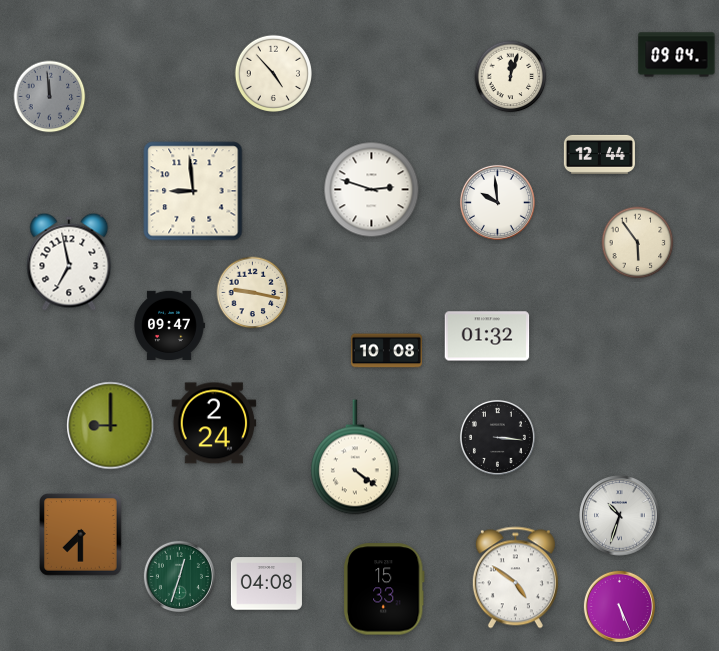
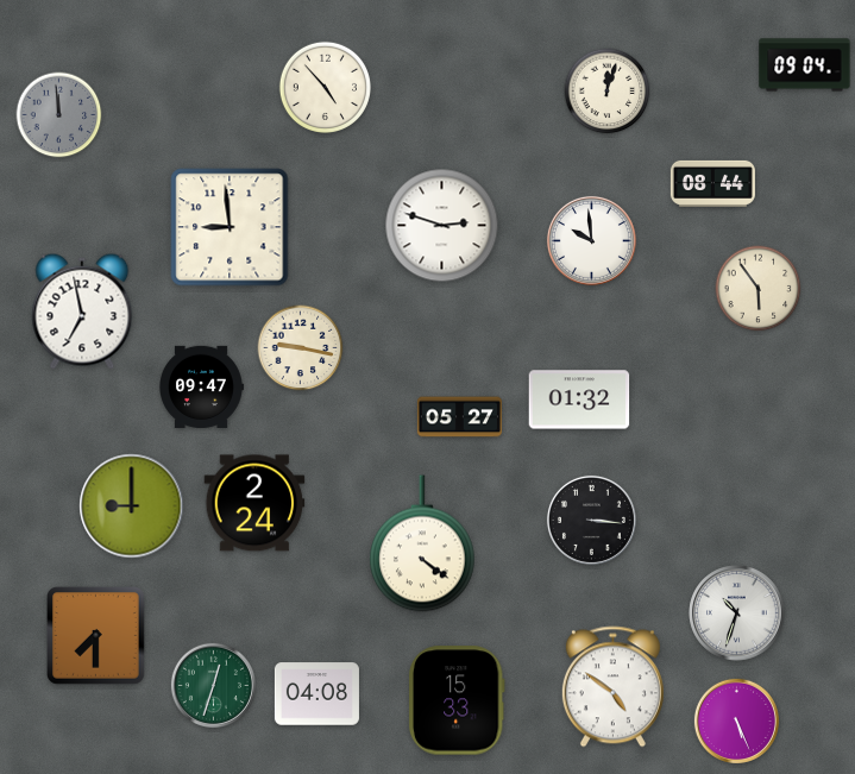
clock at (599, 154): 12:44 -> 08:44
clock at (386, 351): 10:08 -> 05:27
